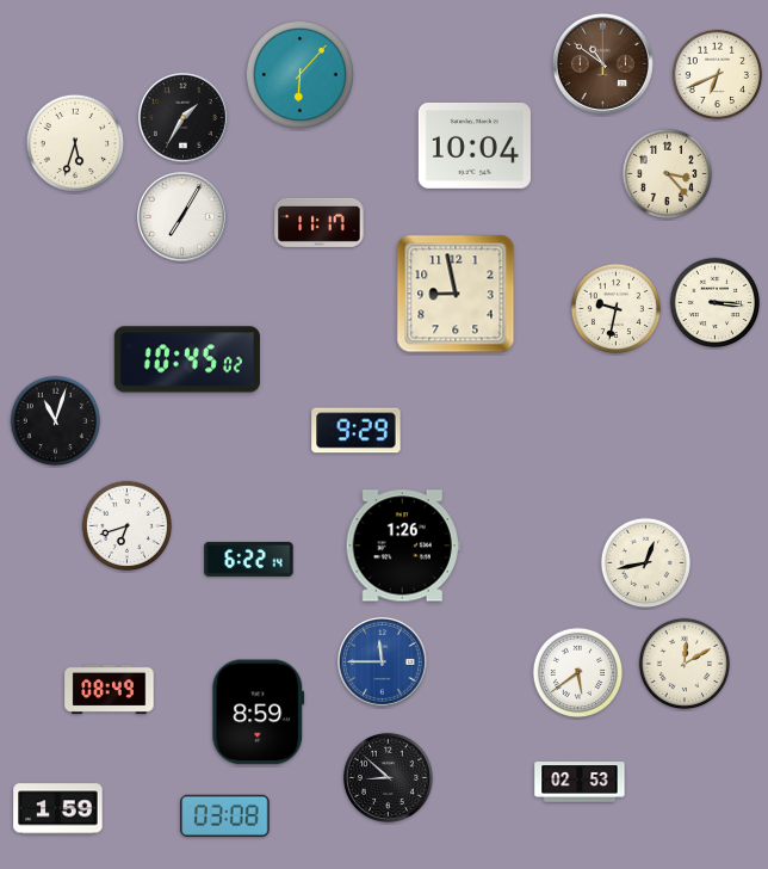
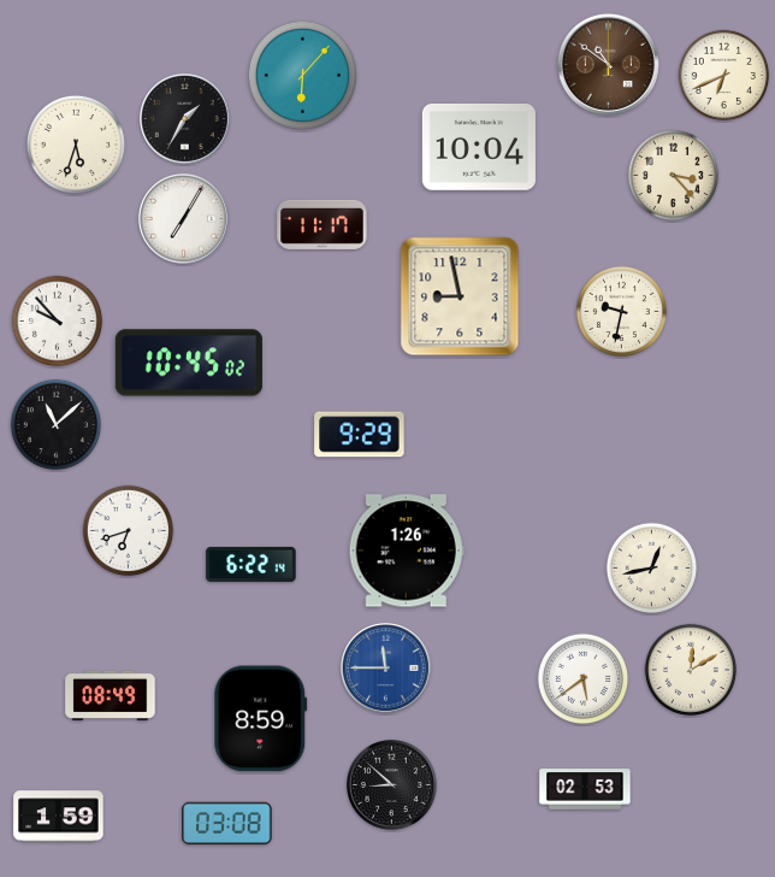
clock at (716, 303): 3:16 -> none
clock at (58, 322): none -> 9:53
clock at (56, 421): 11:03 -> 11:08
